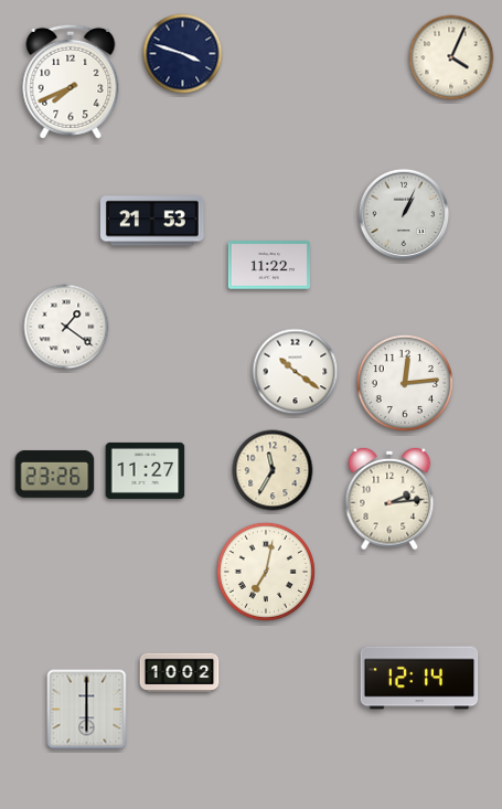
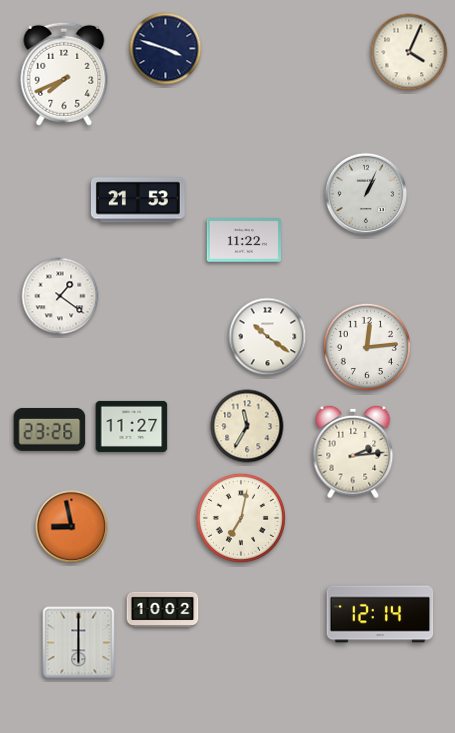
clock at (72, 527): none -> 8:58
